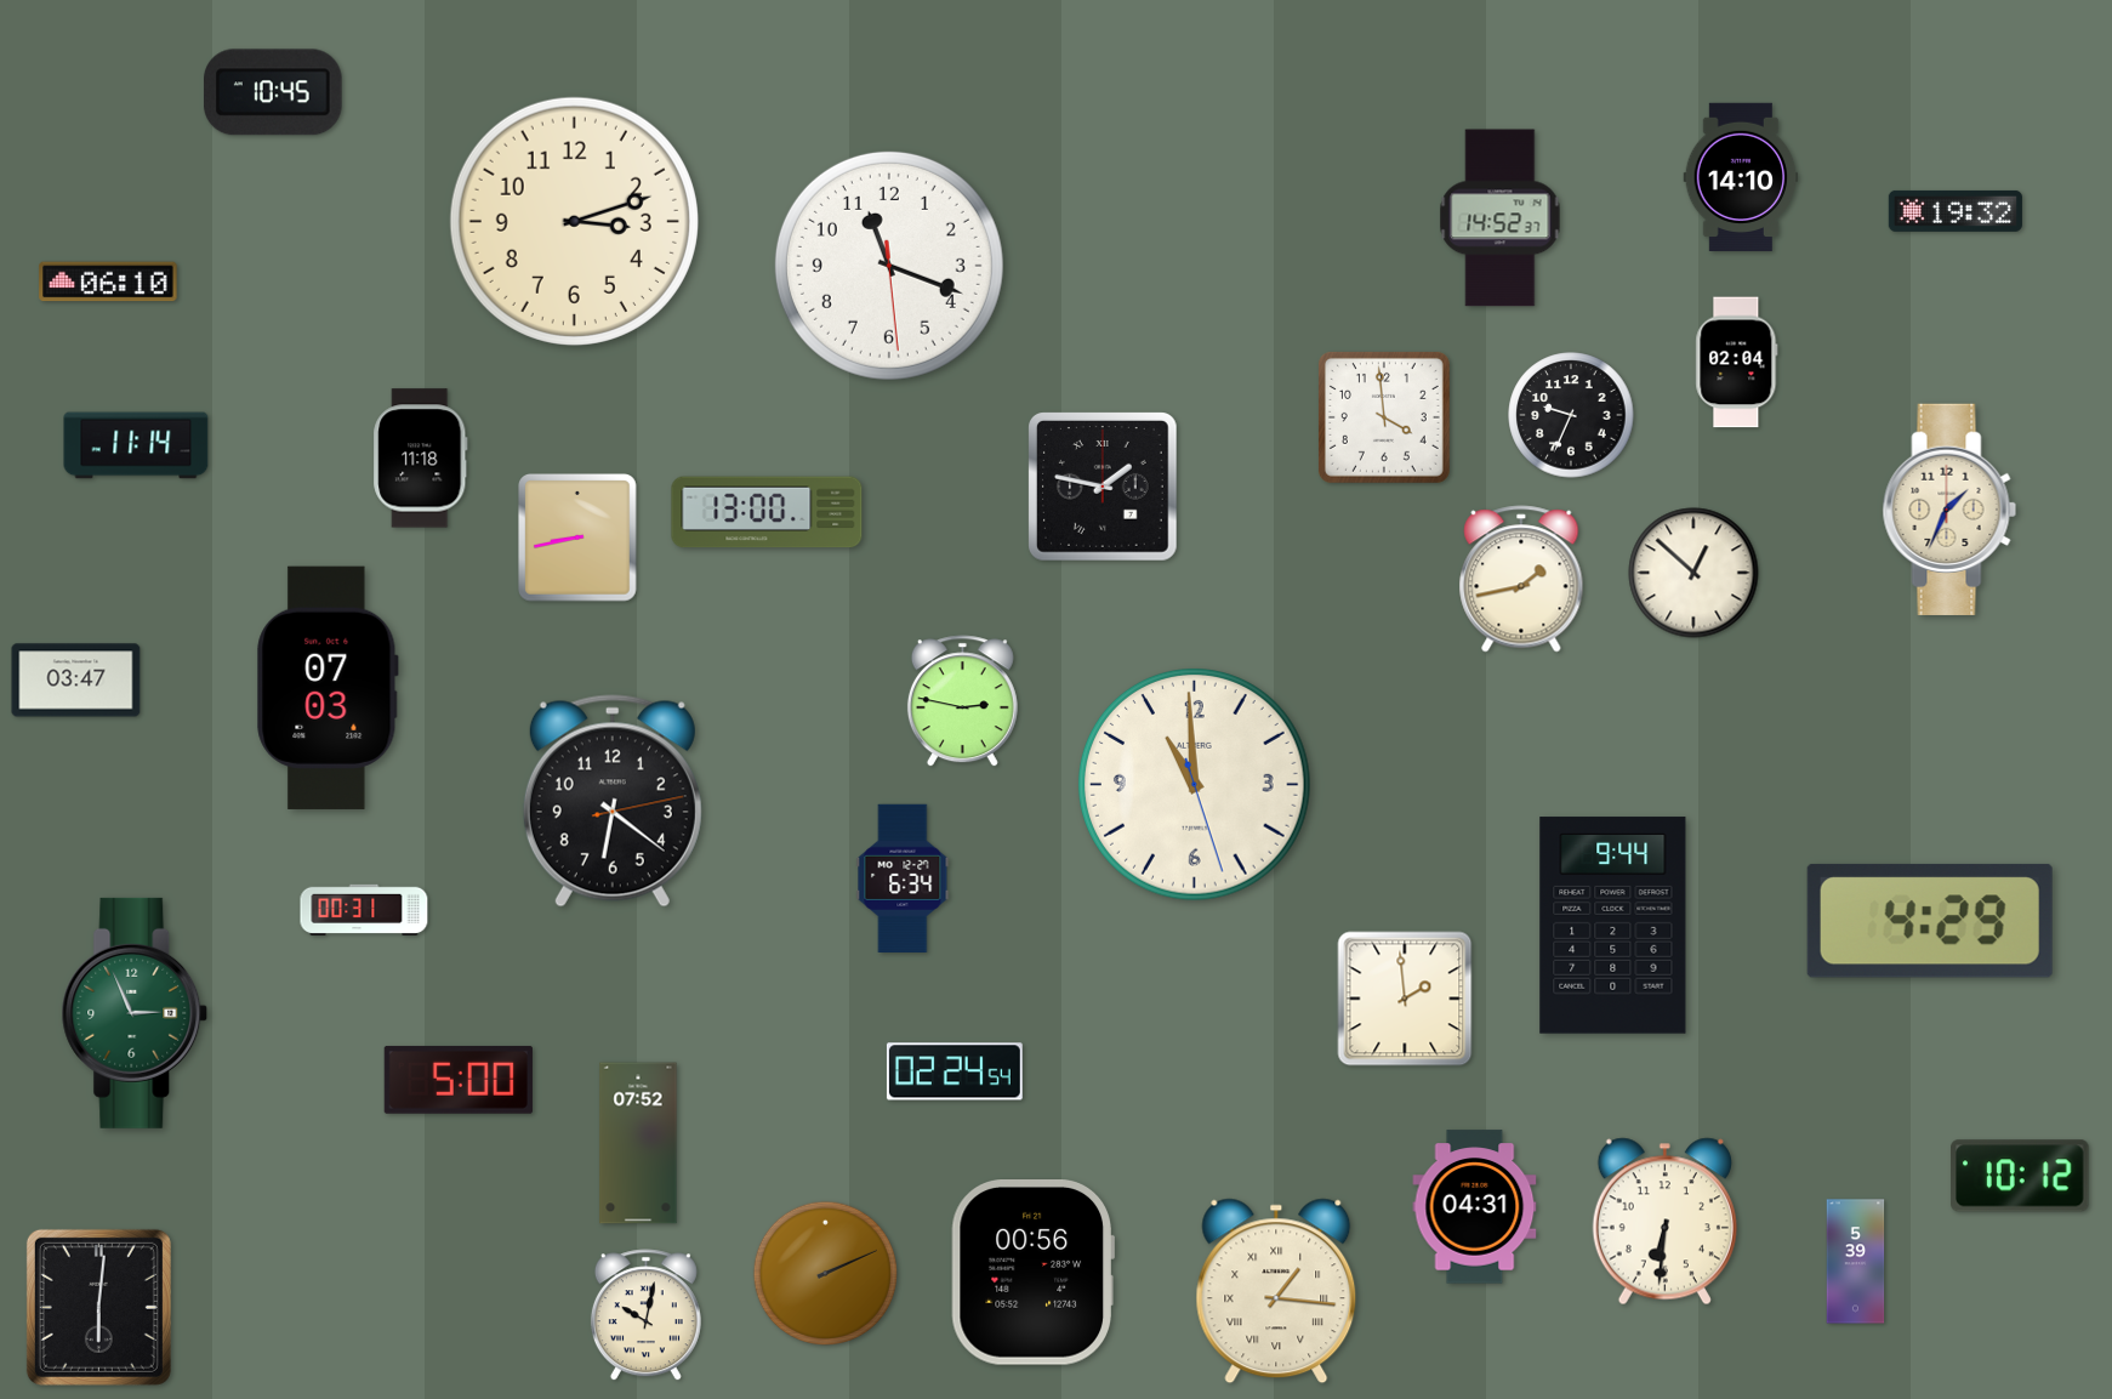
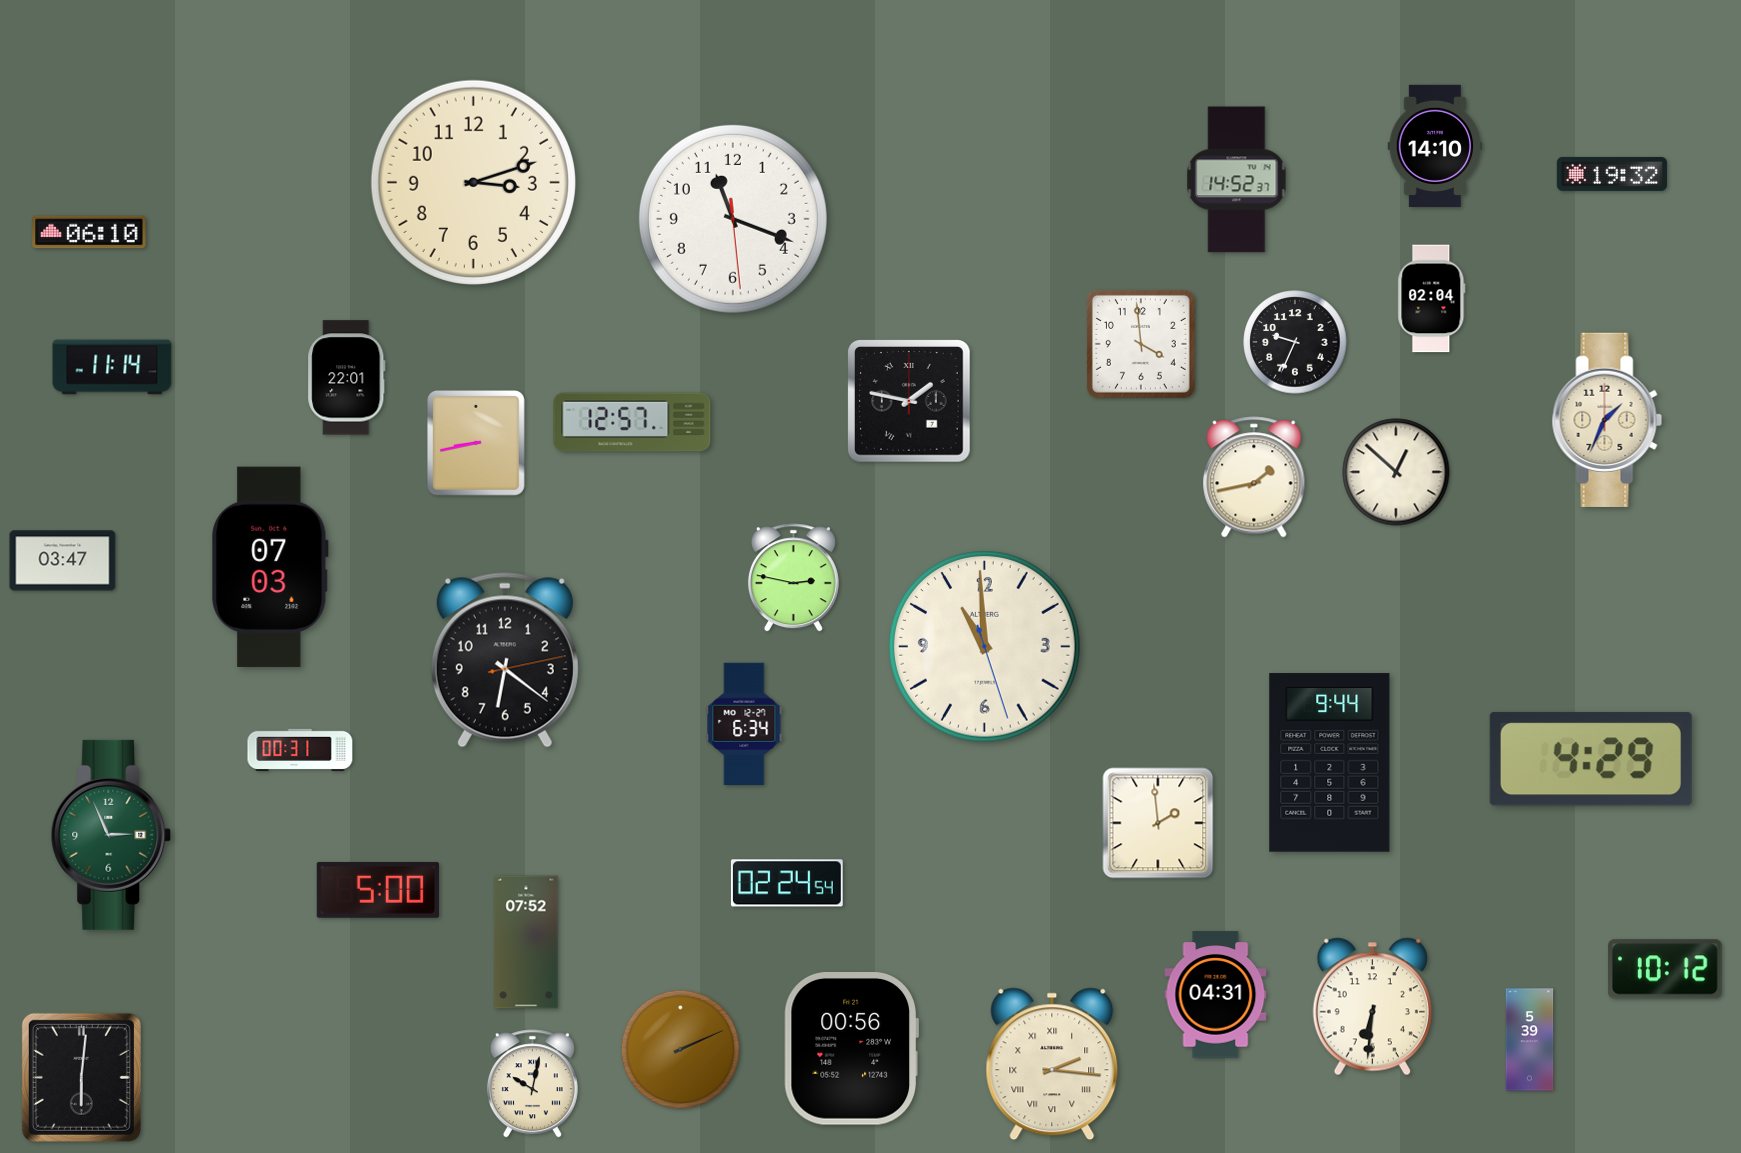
clock at (274, 92): 10:45 -> none
clock at (421, 459): 11:18 -> 22:01
clock at (767, 512): 13:00 -> 12:57
clock at (1276, 1291): 1:16 -> 2:16
